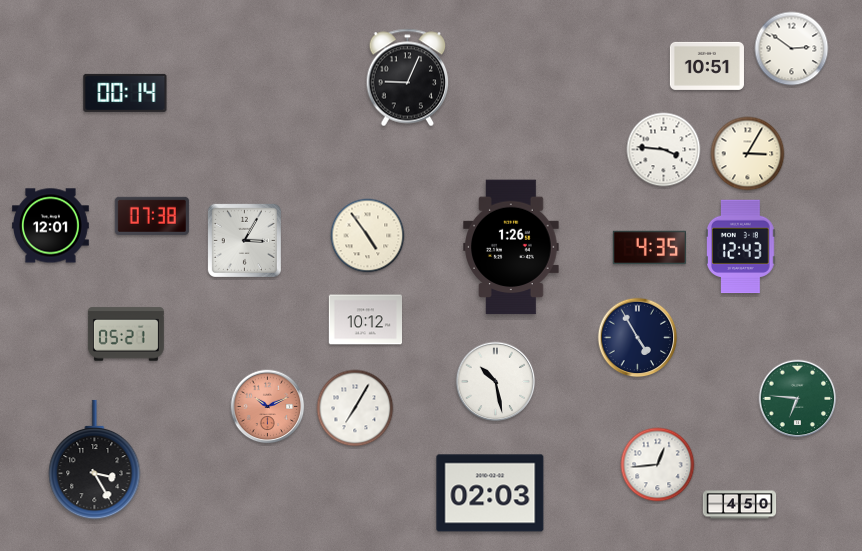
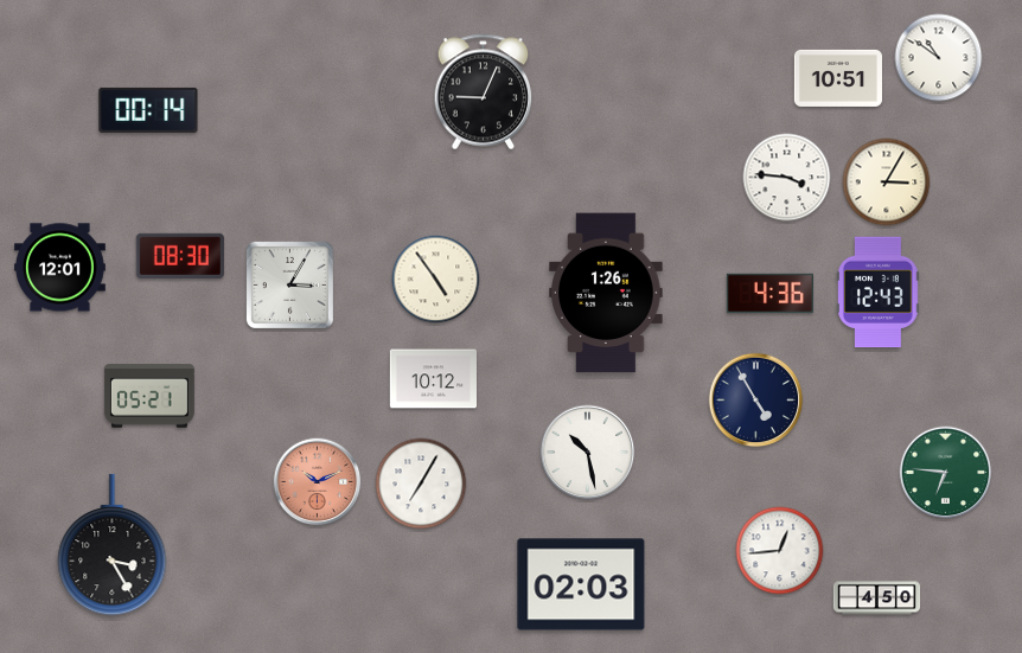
clock at (792, 49): 2:51 -> 10:51
clock at (152, 216): 07:38 -> 08:30
clock at (649, 248): 4:35 -> 4:36
